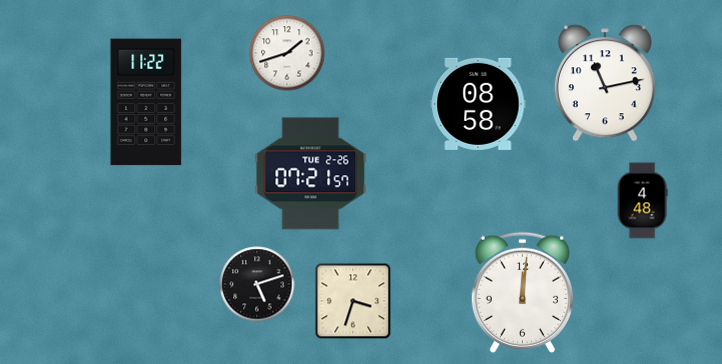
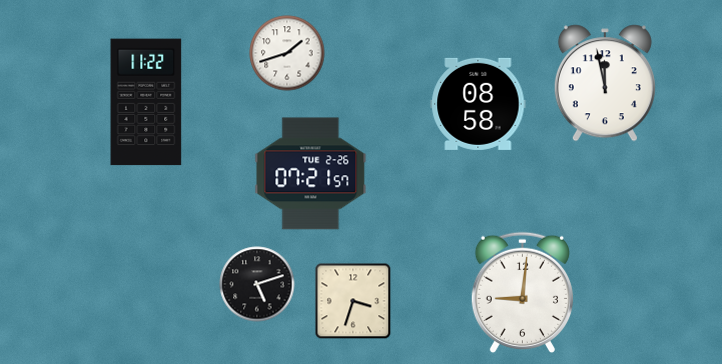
clock at (605, 83): 11:13 -> 11:58
clock at (642, 201): 4:48 -> none
clock at (522, 293): 12:01 -> 9:01
